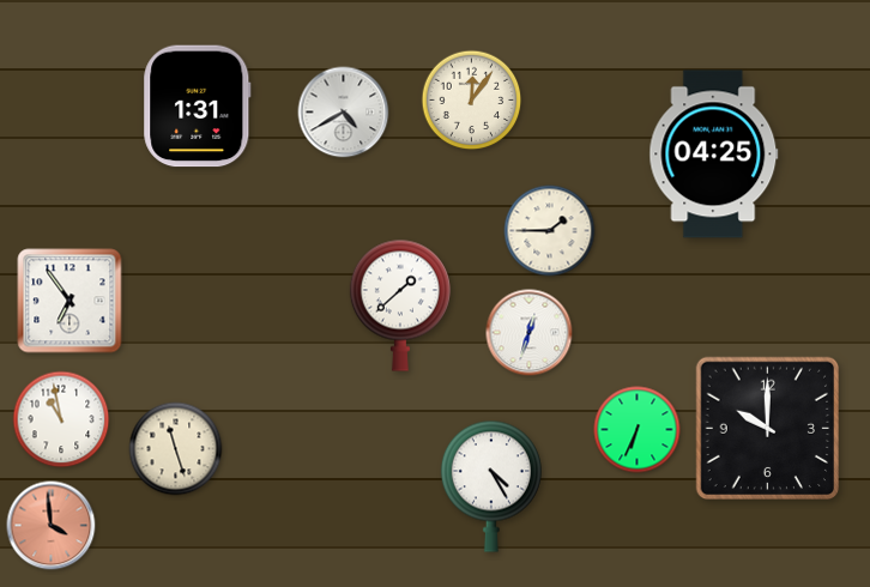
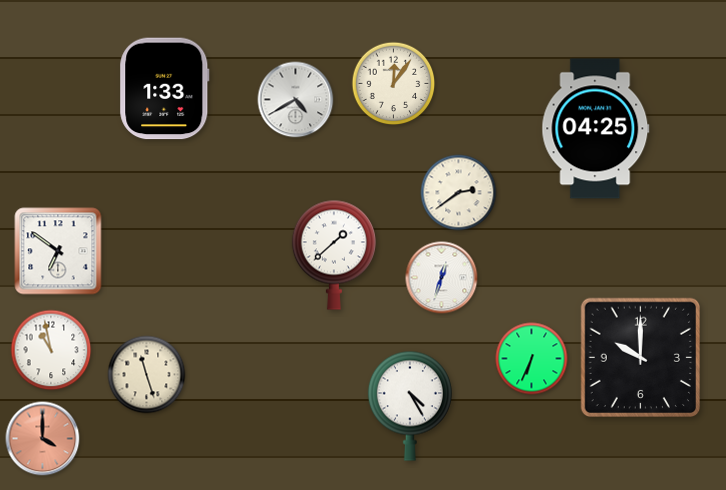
clock at (198, 107): 1:31 -> 1:33
clock at (344, 113) position: (344, 113) -> (296, 100)
clock at (550, 231): 1:45 -> 2:39
clock at (70, 301): 6:54 -> 6:51
clock at (52, 526): 3:59 -> 4:00
